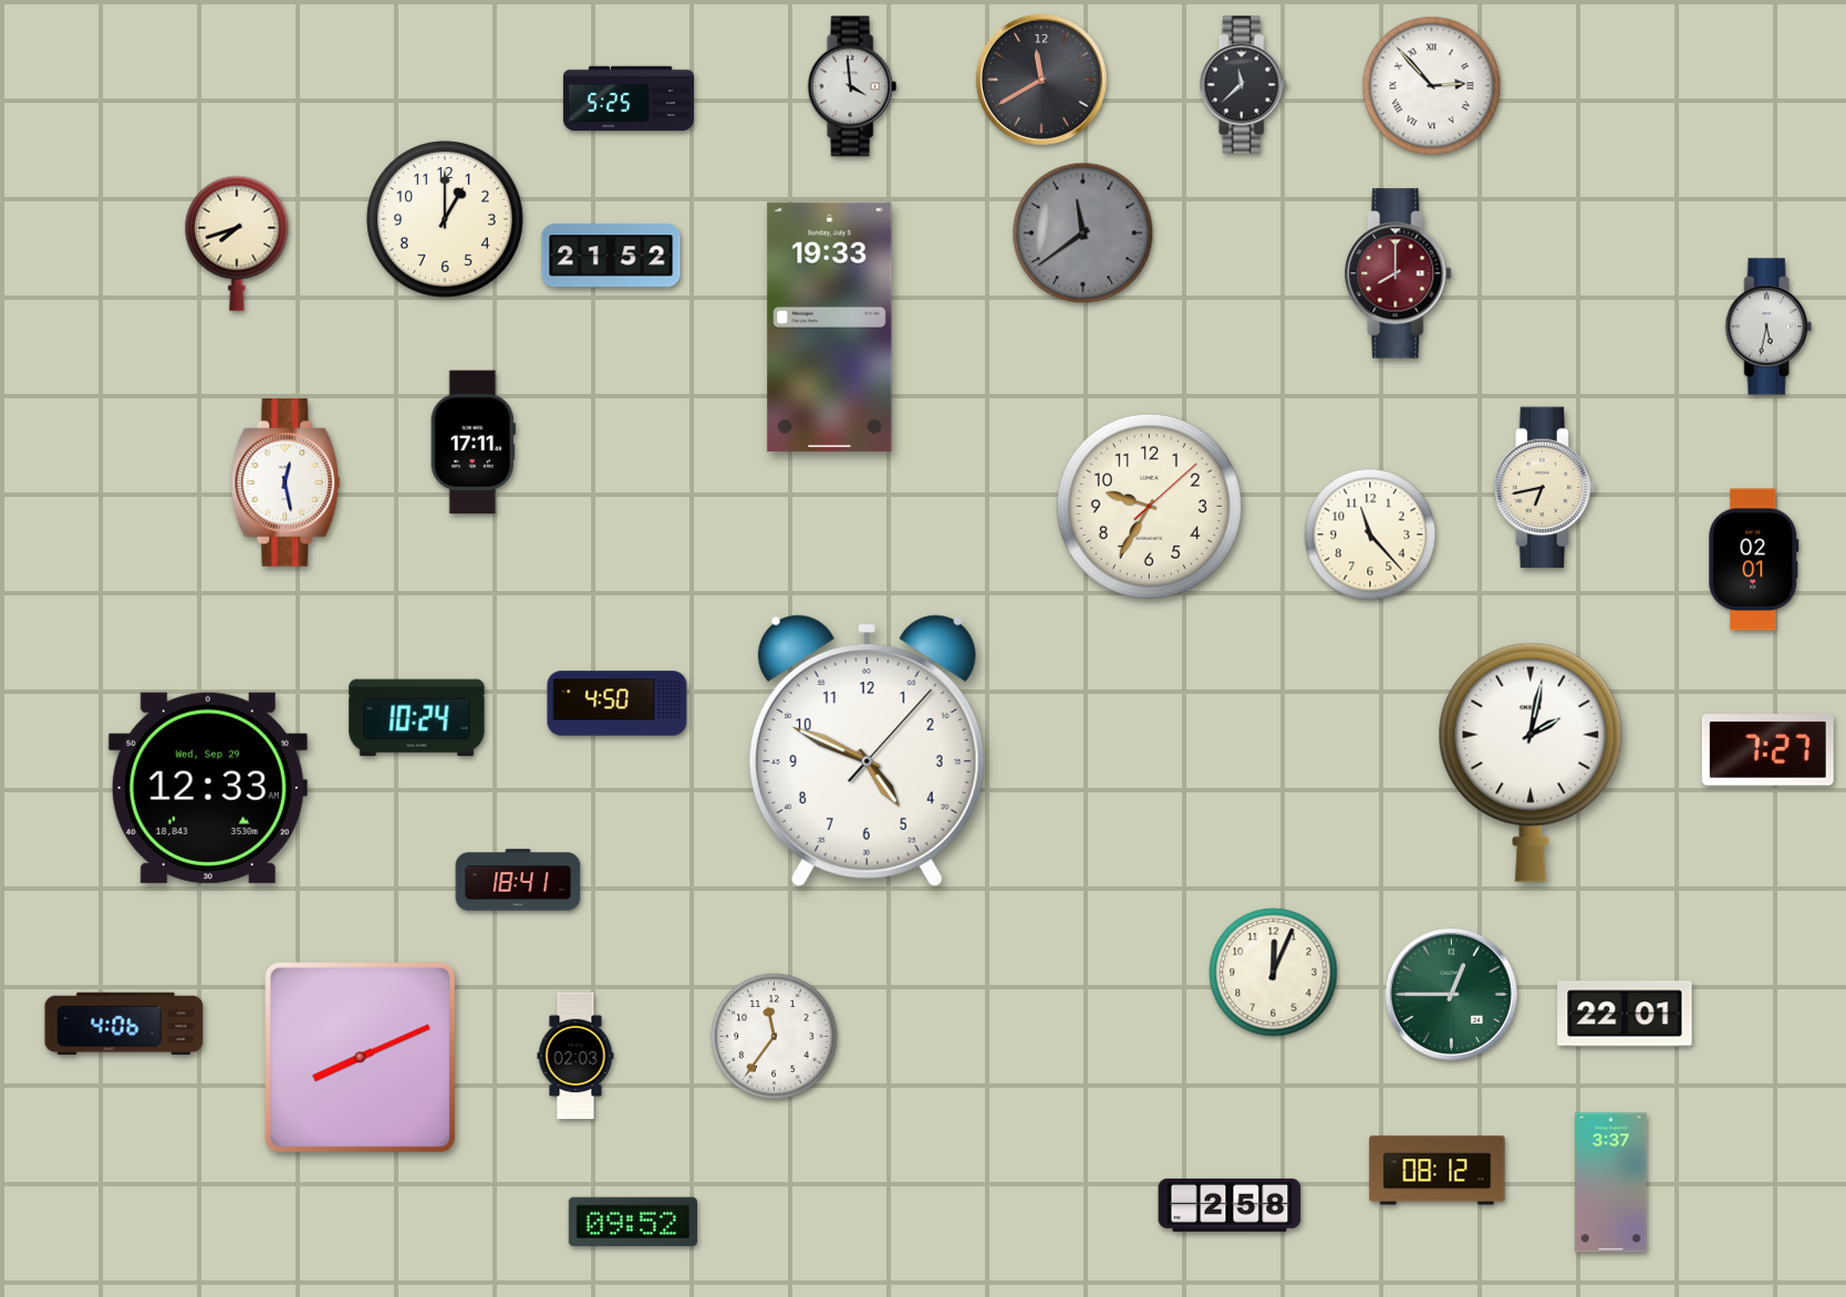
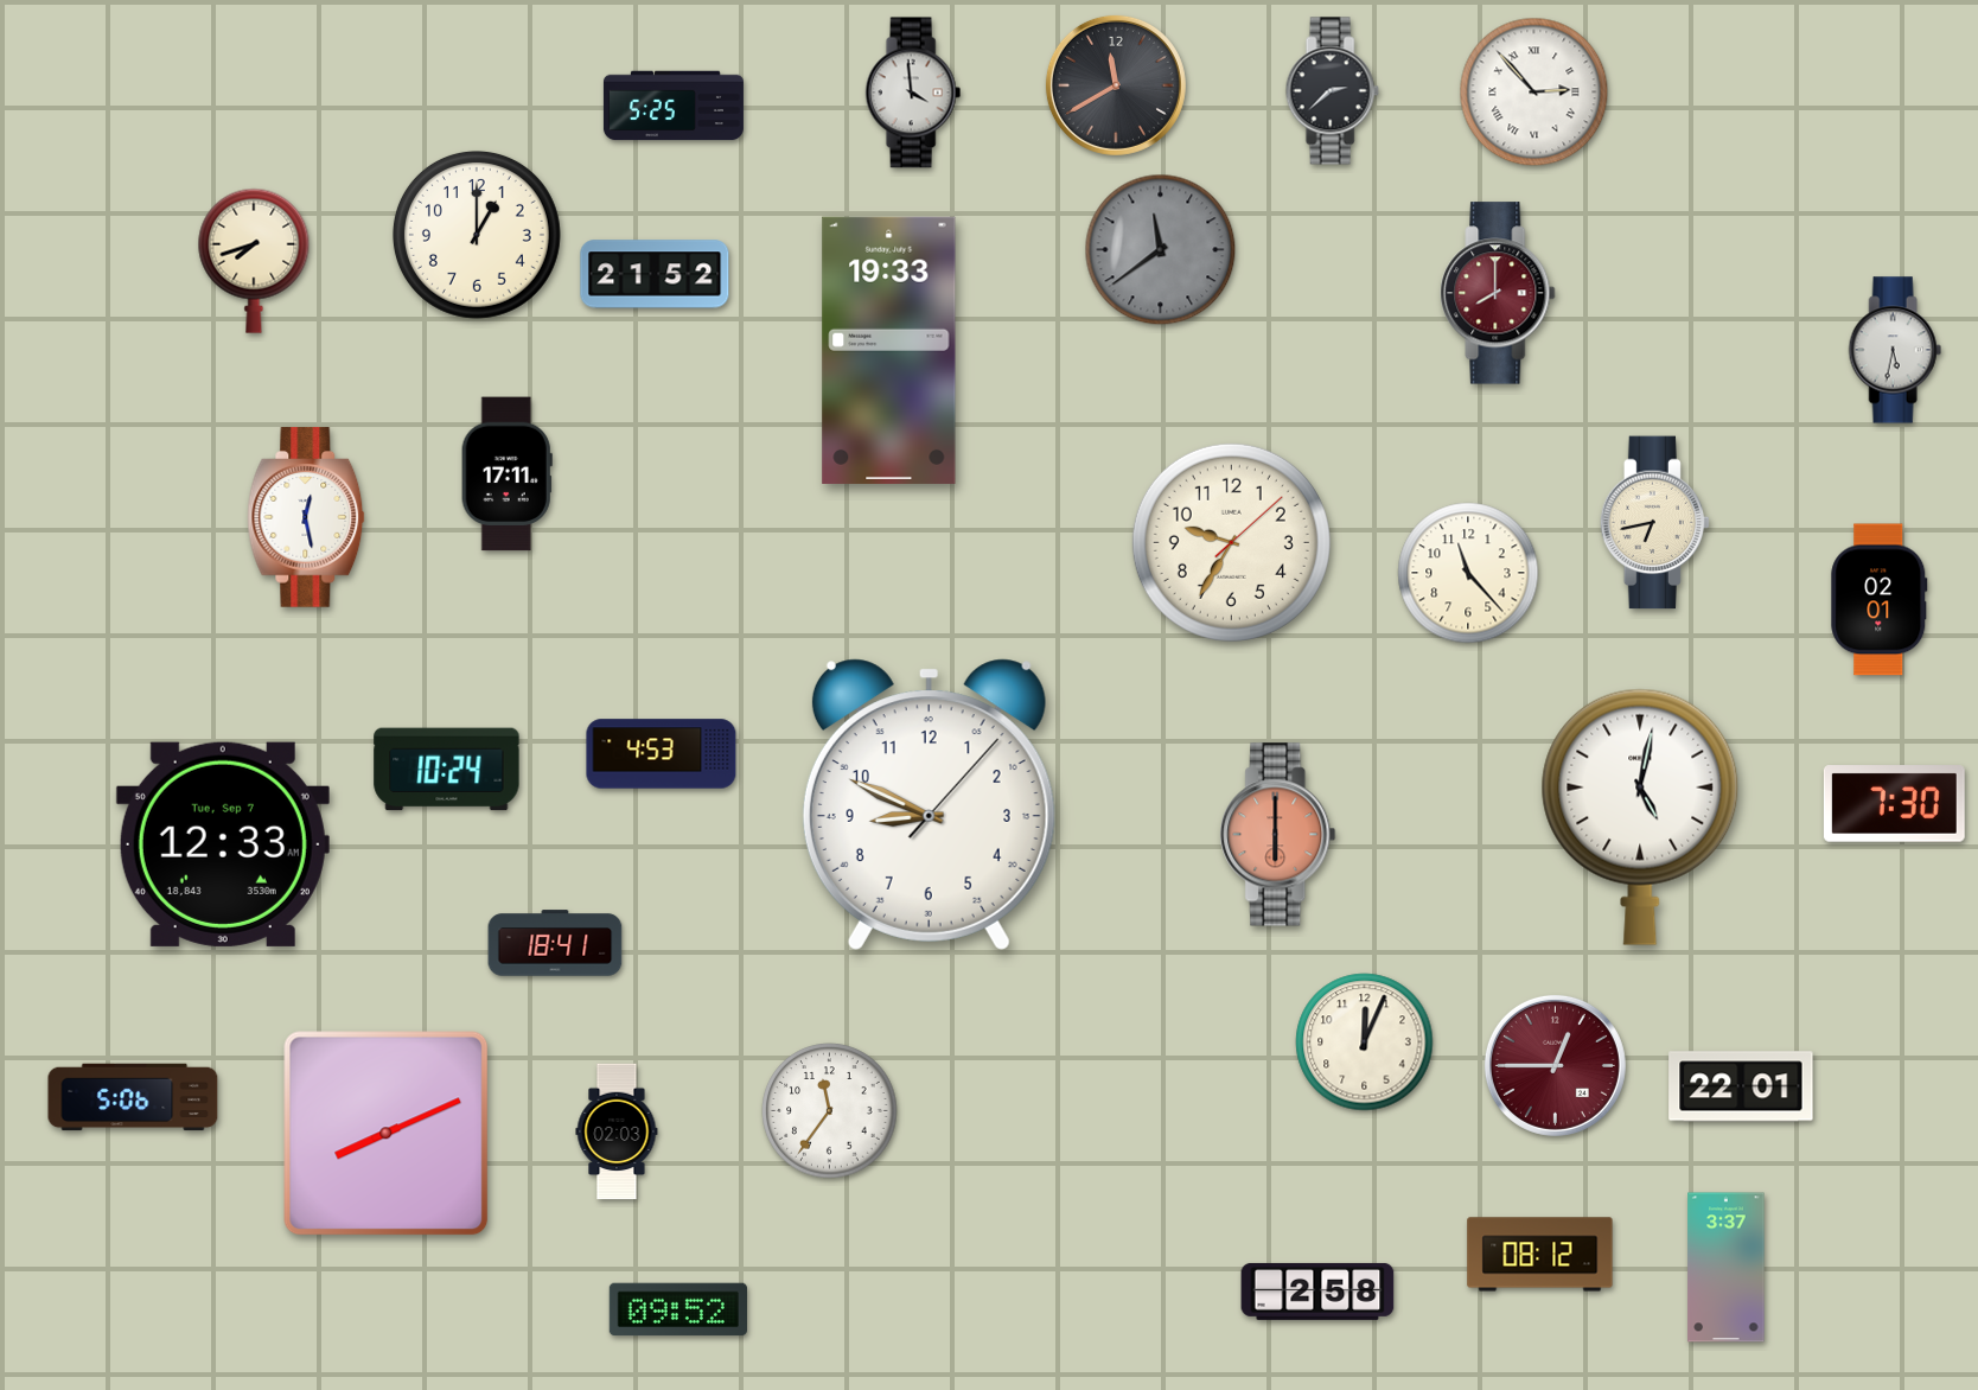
clock at (1243, 85): 11:38 -> 2:38
clock at (618, 704): 4:50 -> 4:53
clock at (867, 750): 4:49 -> 8:49
clock at (1767, 750): 7:27 -> 7:30
clock at (1531, 762): 2:02 -> 5:02
clock at (1278, 835): none -> 6:00
clock at (208, 788) date: Wed, Sep 29 -> Tue, Sep 7
clock at (1451, 994) dial: green -> burgundy
clock at (124, 1024): 4:06 -> 5:06
